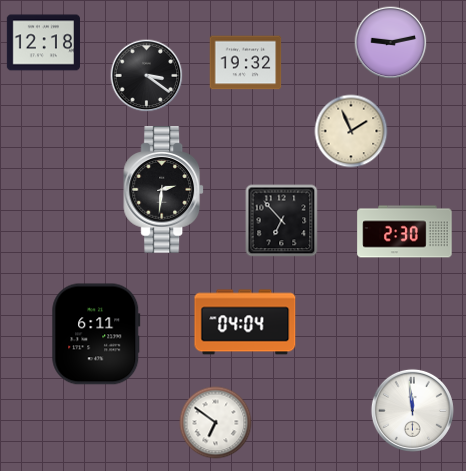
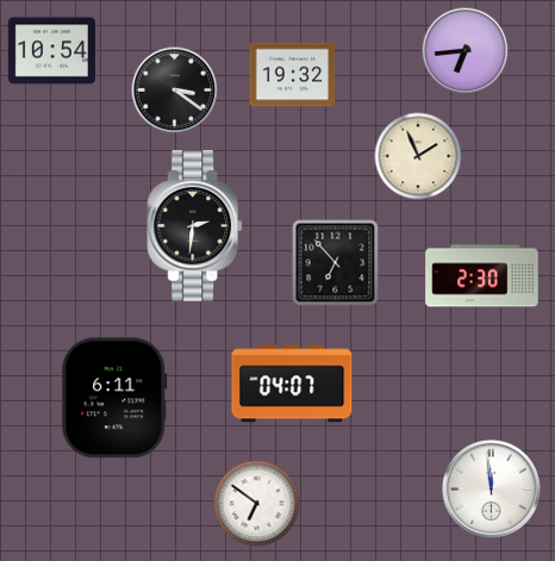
clock at (43, 43): 12:18 -> 10:54
clock at (391, 43): 9:13 -> 6:44
clock at (245, 322): 04:04 -> 04:07
